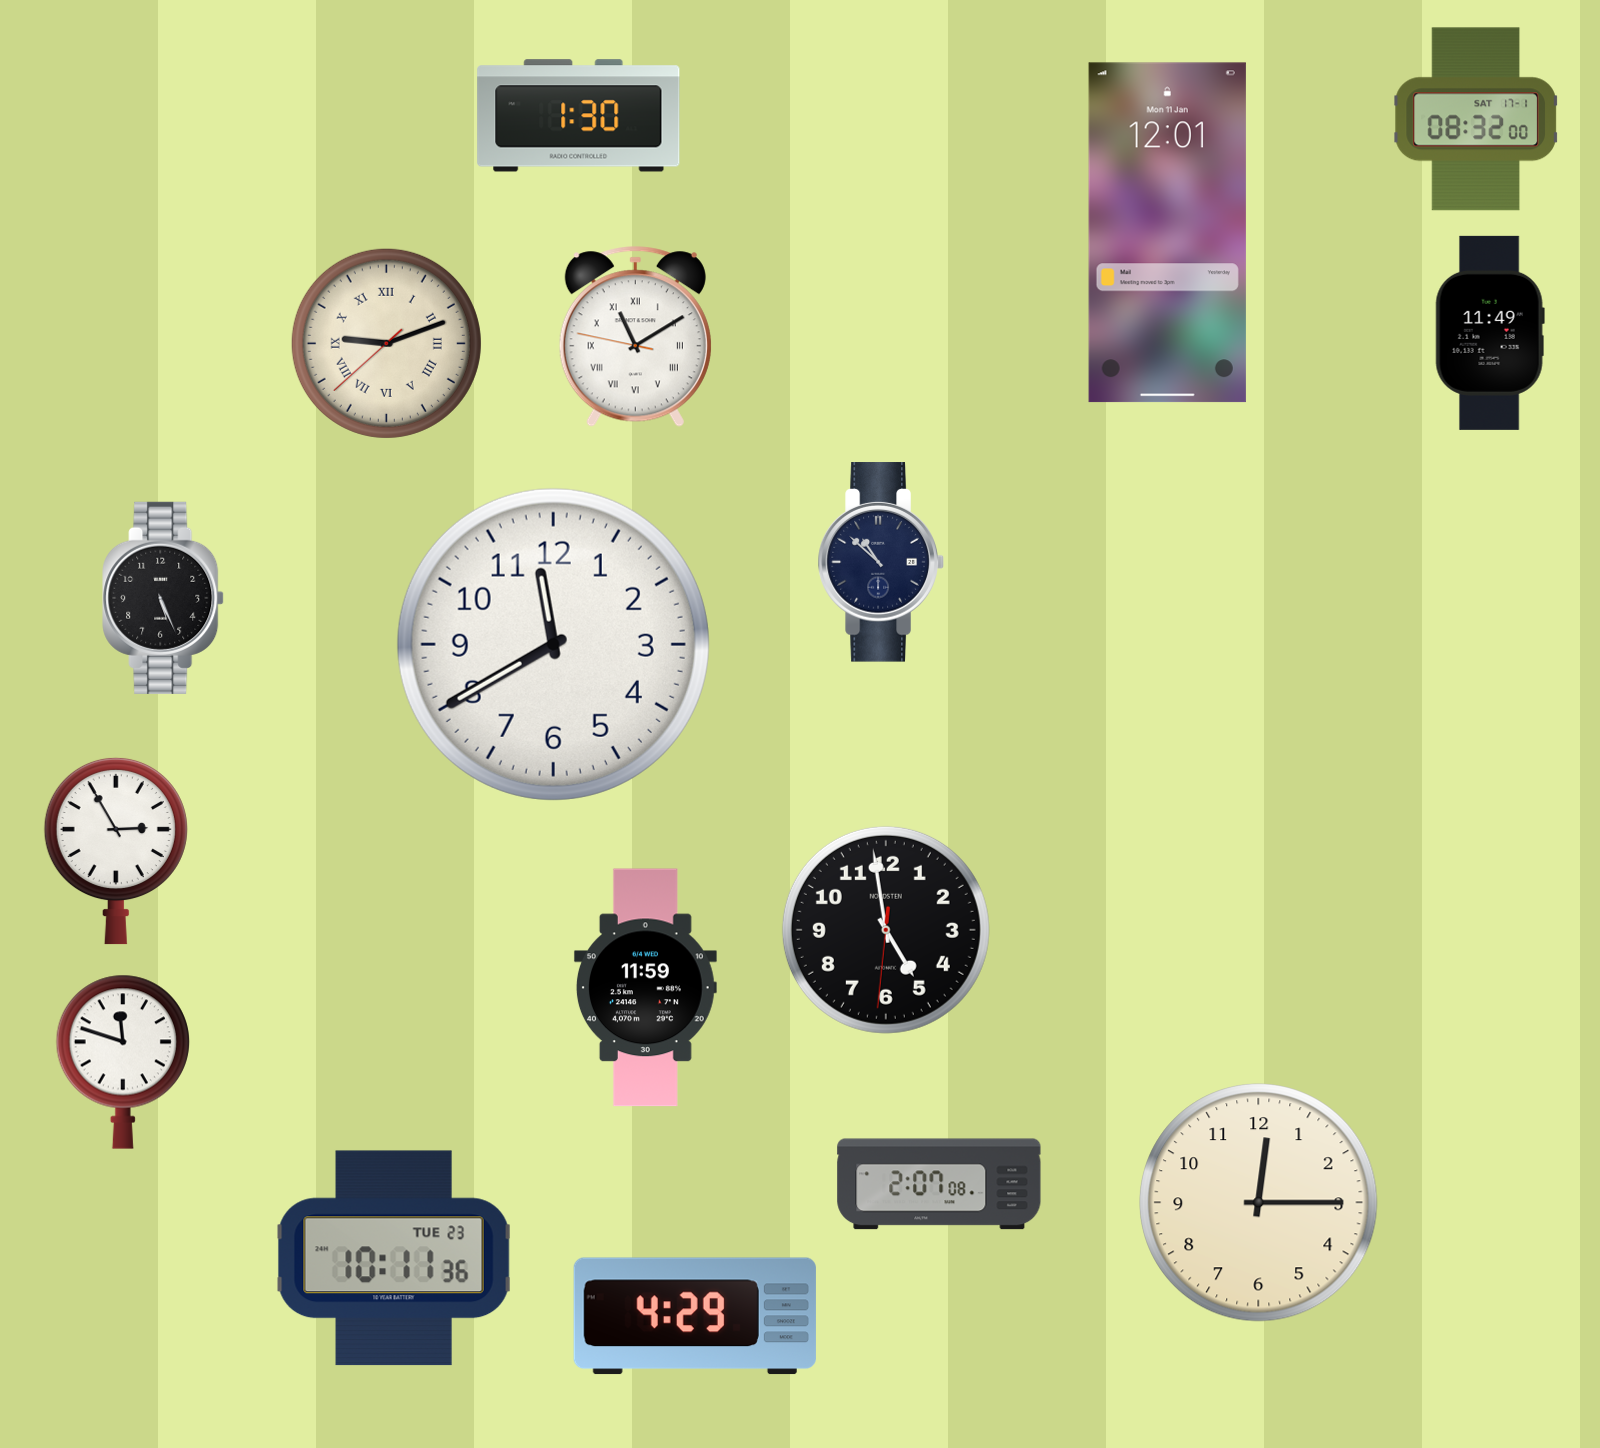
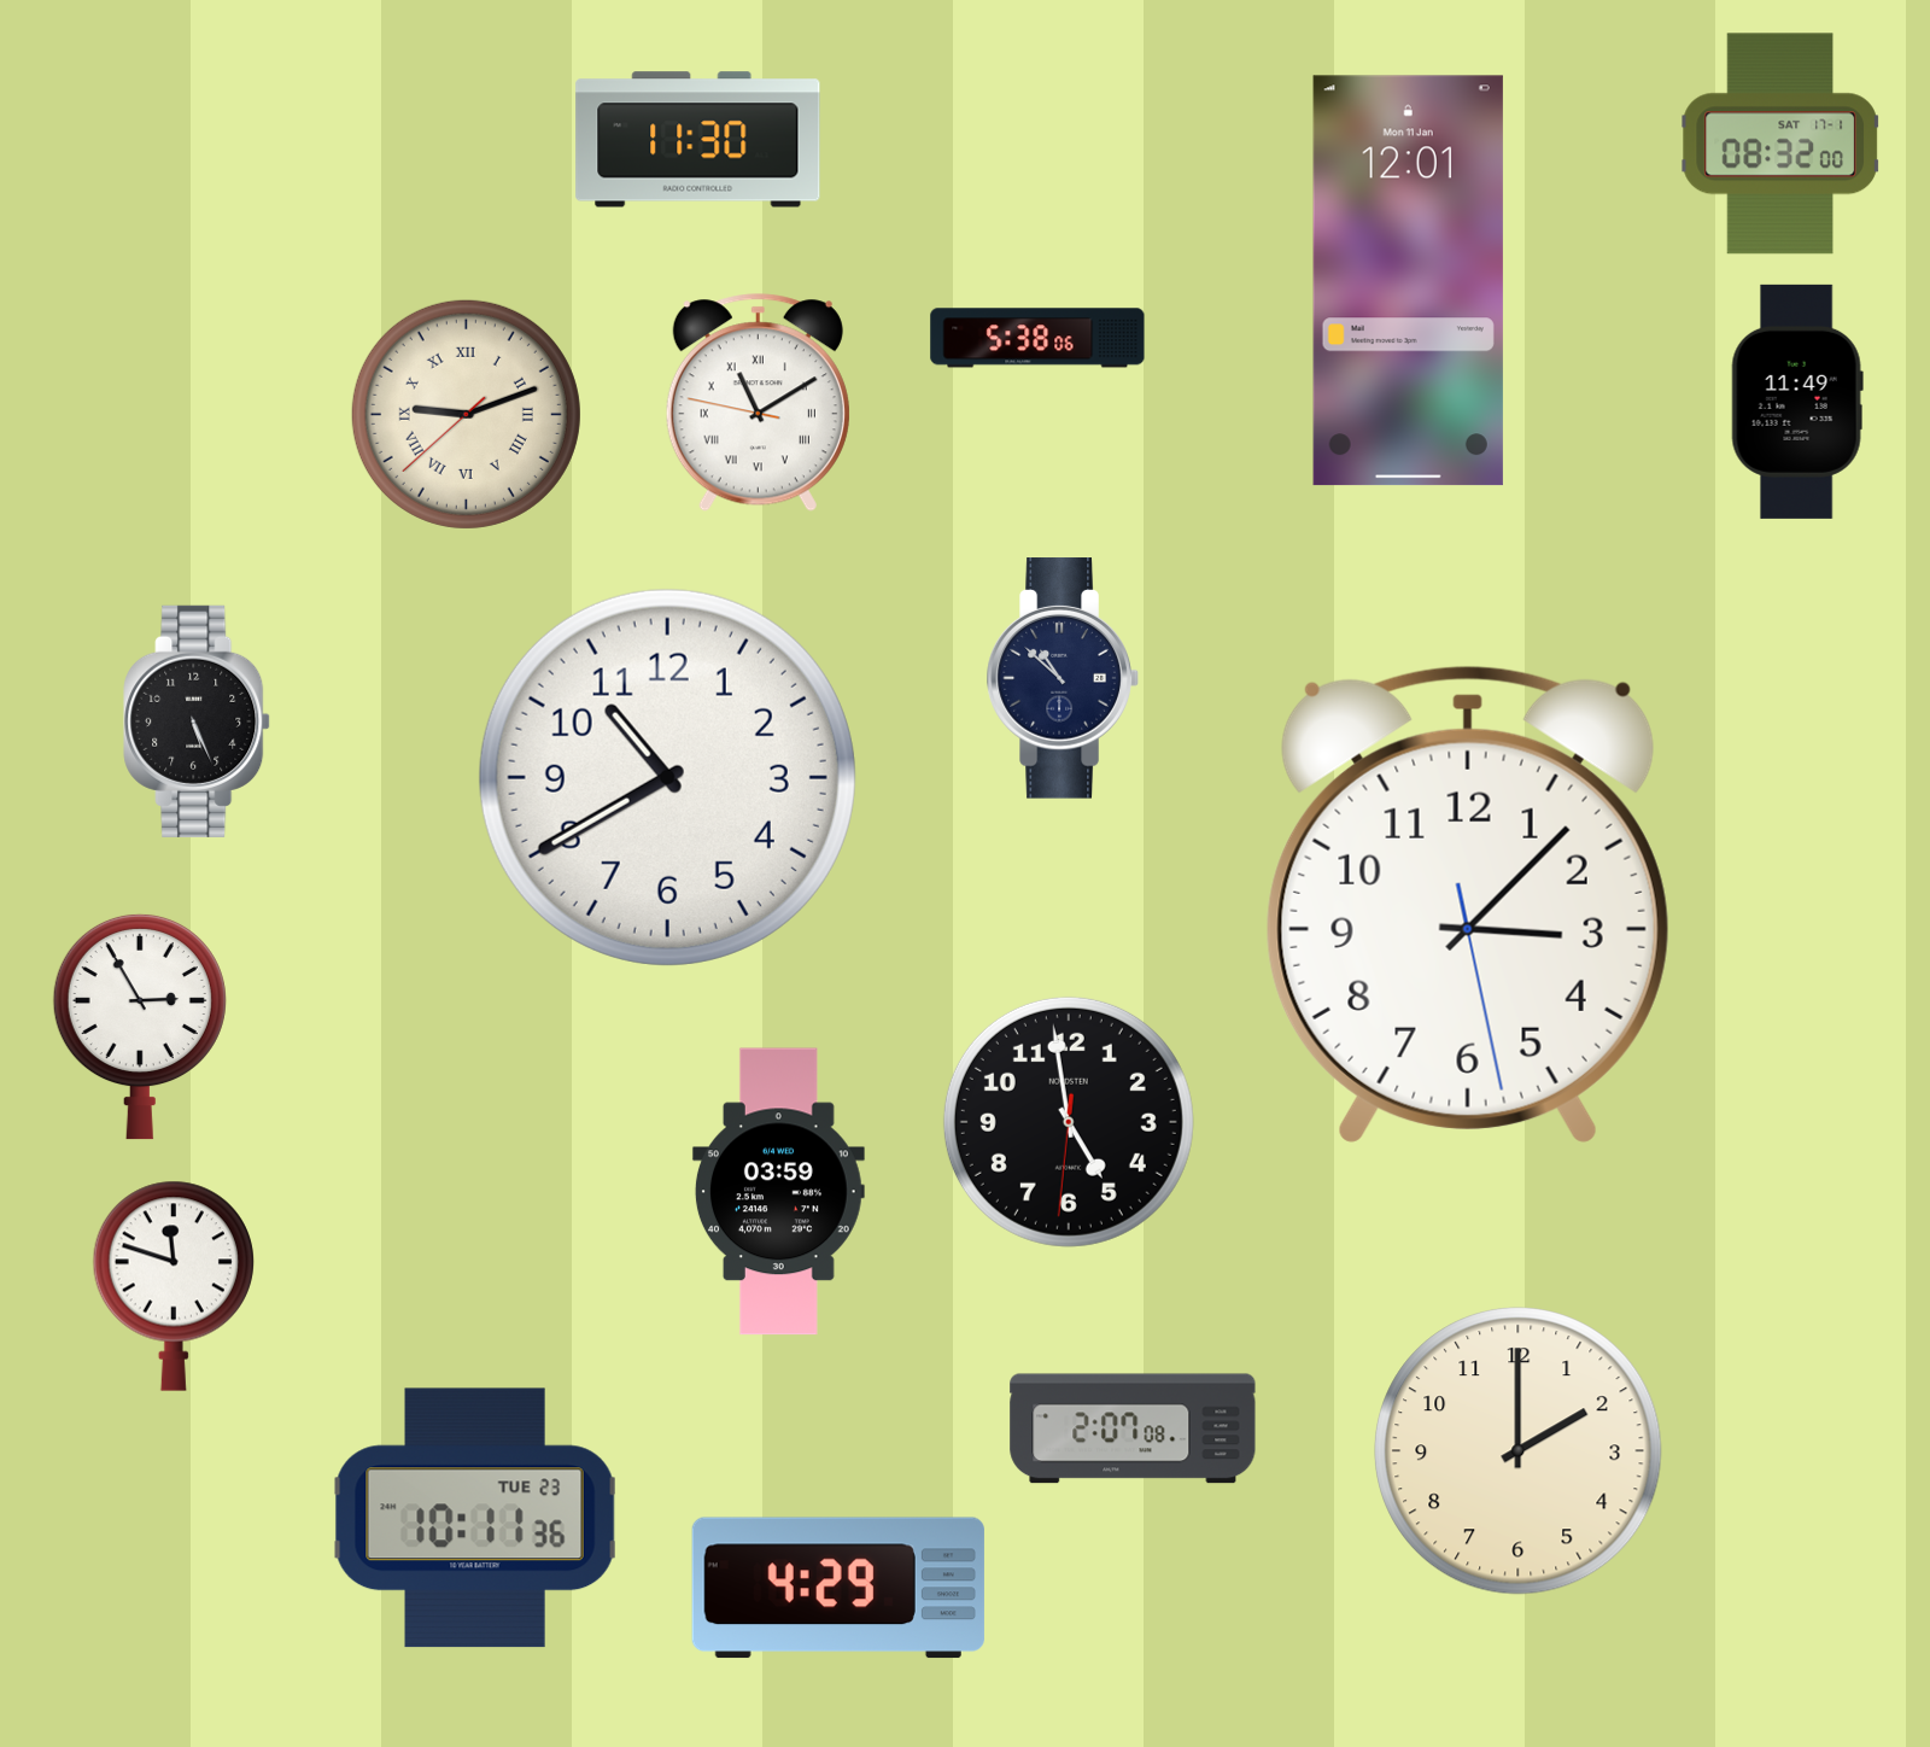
clock at (579, 116): 1:30 -> 11:30
clock at (1037, 338): none -> 5:38
clock at (635, 337) position: (635, 337) -> (758, 403)
clock at (553, 644): 11:40 -> 10:40
clock at (1468, 904): none -> 3:07
clock at (645, 988): 11:59 -> 03:59
clock at (123, 1062) position: (123, 1062) -> (174, 1286)
clock at (1259, 1203): 12:15 -> 2:00
